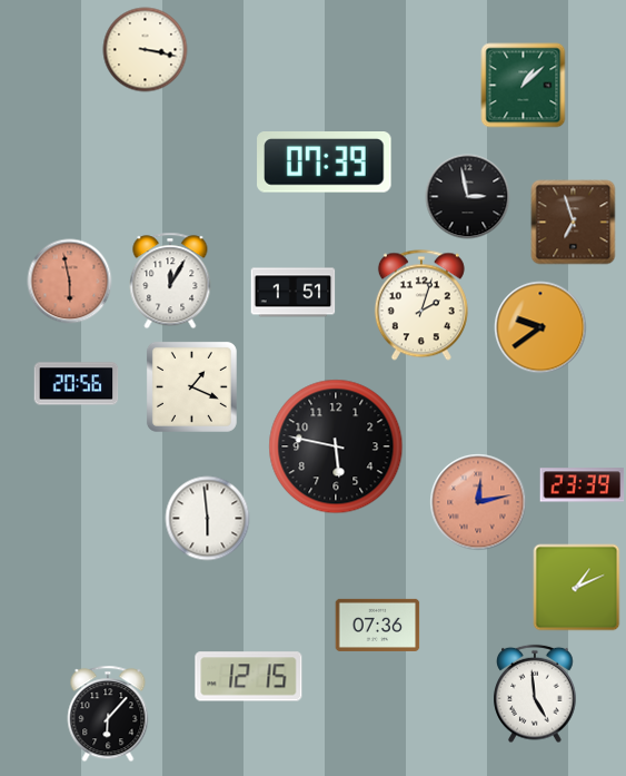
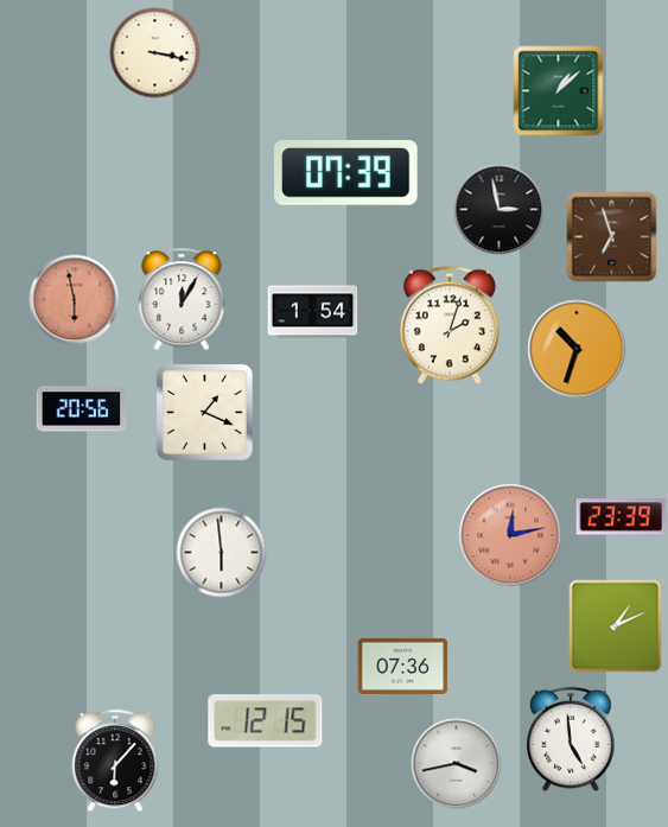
clock at (294, 293): 1:51 -> 1:54
clock at (540, 327): 9:39 -> 10:33
clock at (336, 446): 5:47 -> none
clock at (457, 764): none -> 3:43
